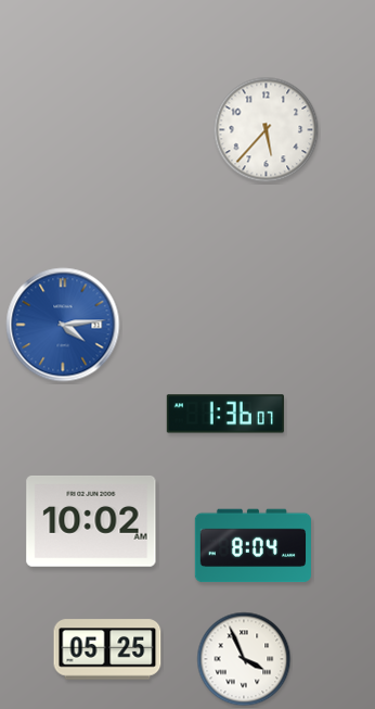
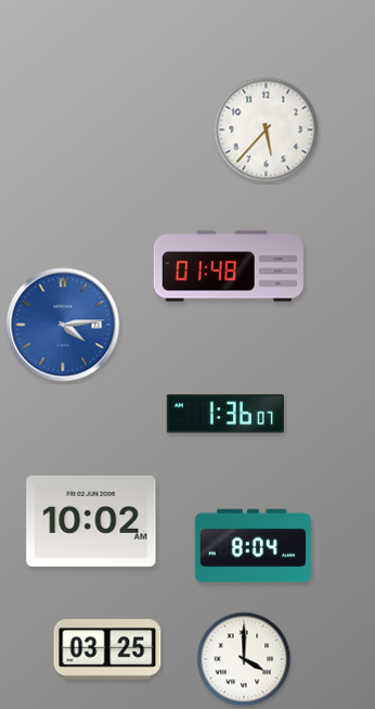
clock at (229, 266): none -> 01:48
clock at (107, 649): 05:25 -> 03:25
clock at (244, 659): 3:56 -> 4:00
